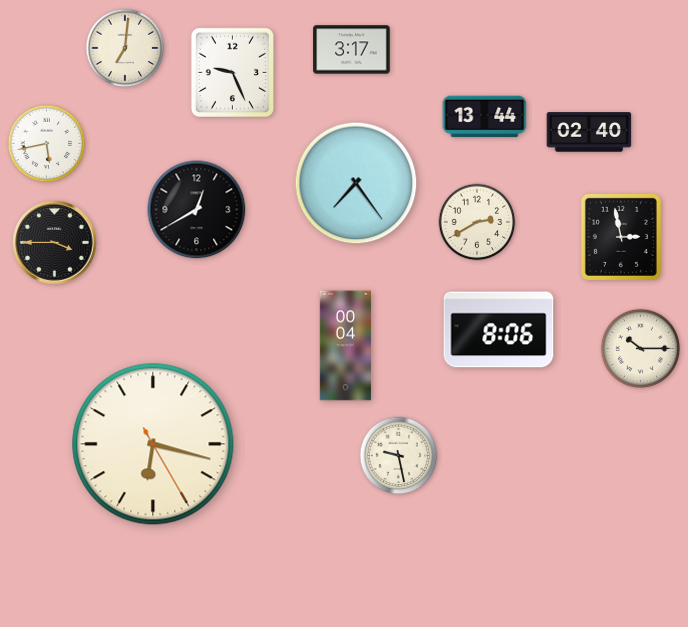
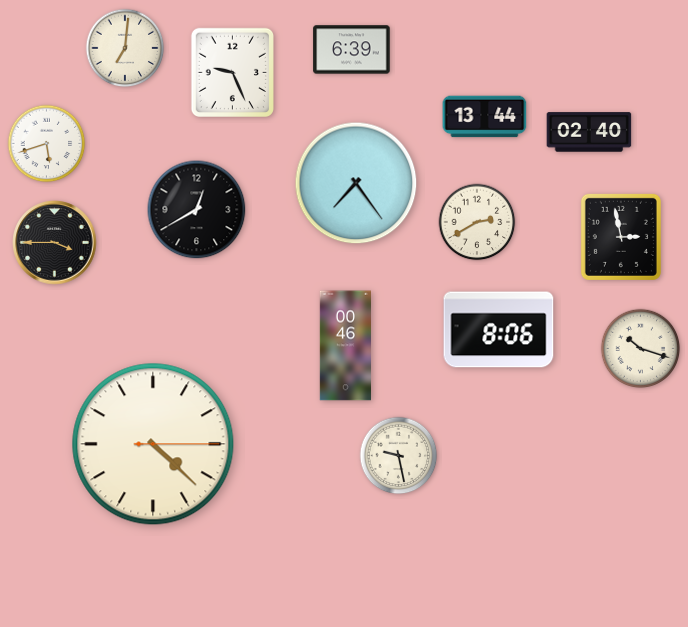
clock at (352, 50): 3:17 -> 6:39
clock at (47, 144): 5:43 -> 5:42
clock at (345, 346): 00:04 -> 00:46
clock at (641, 349): 10:15 -> 10:18
clock at (153, 444): 6:17 -> 4:22
